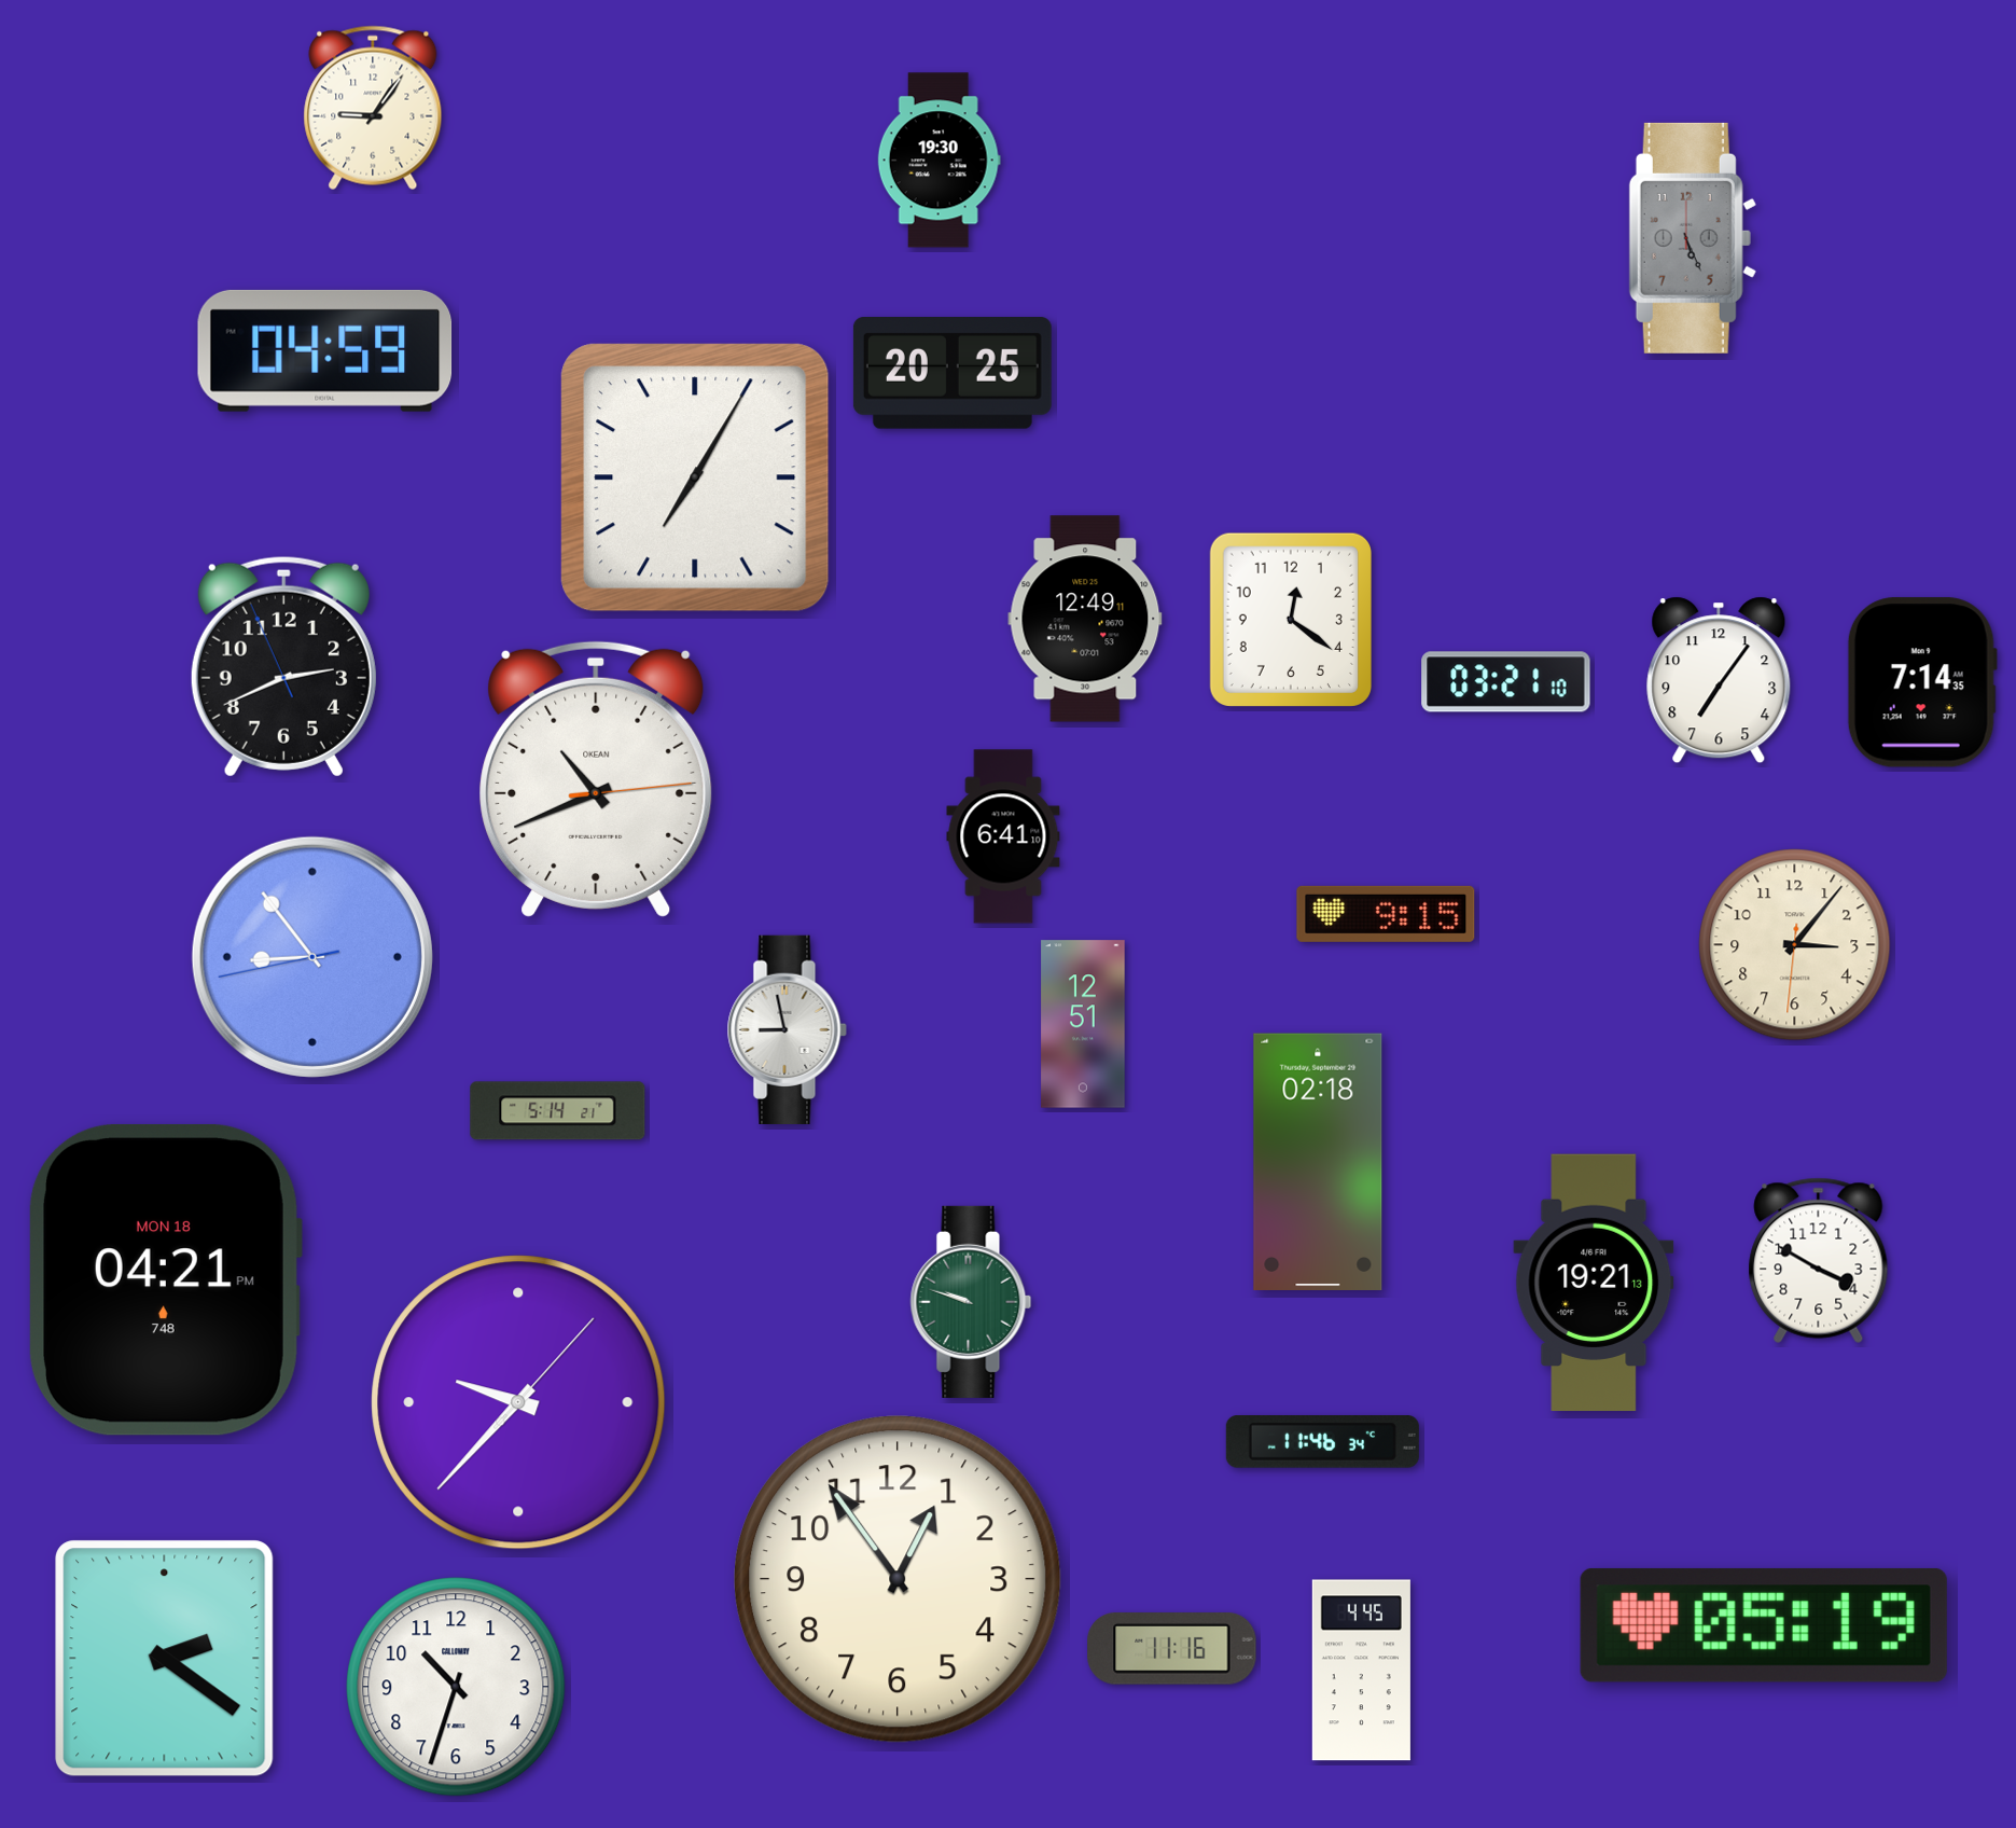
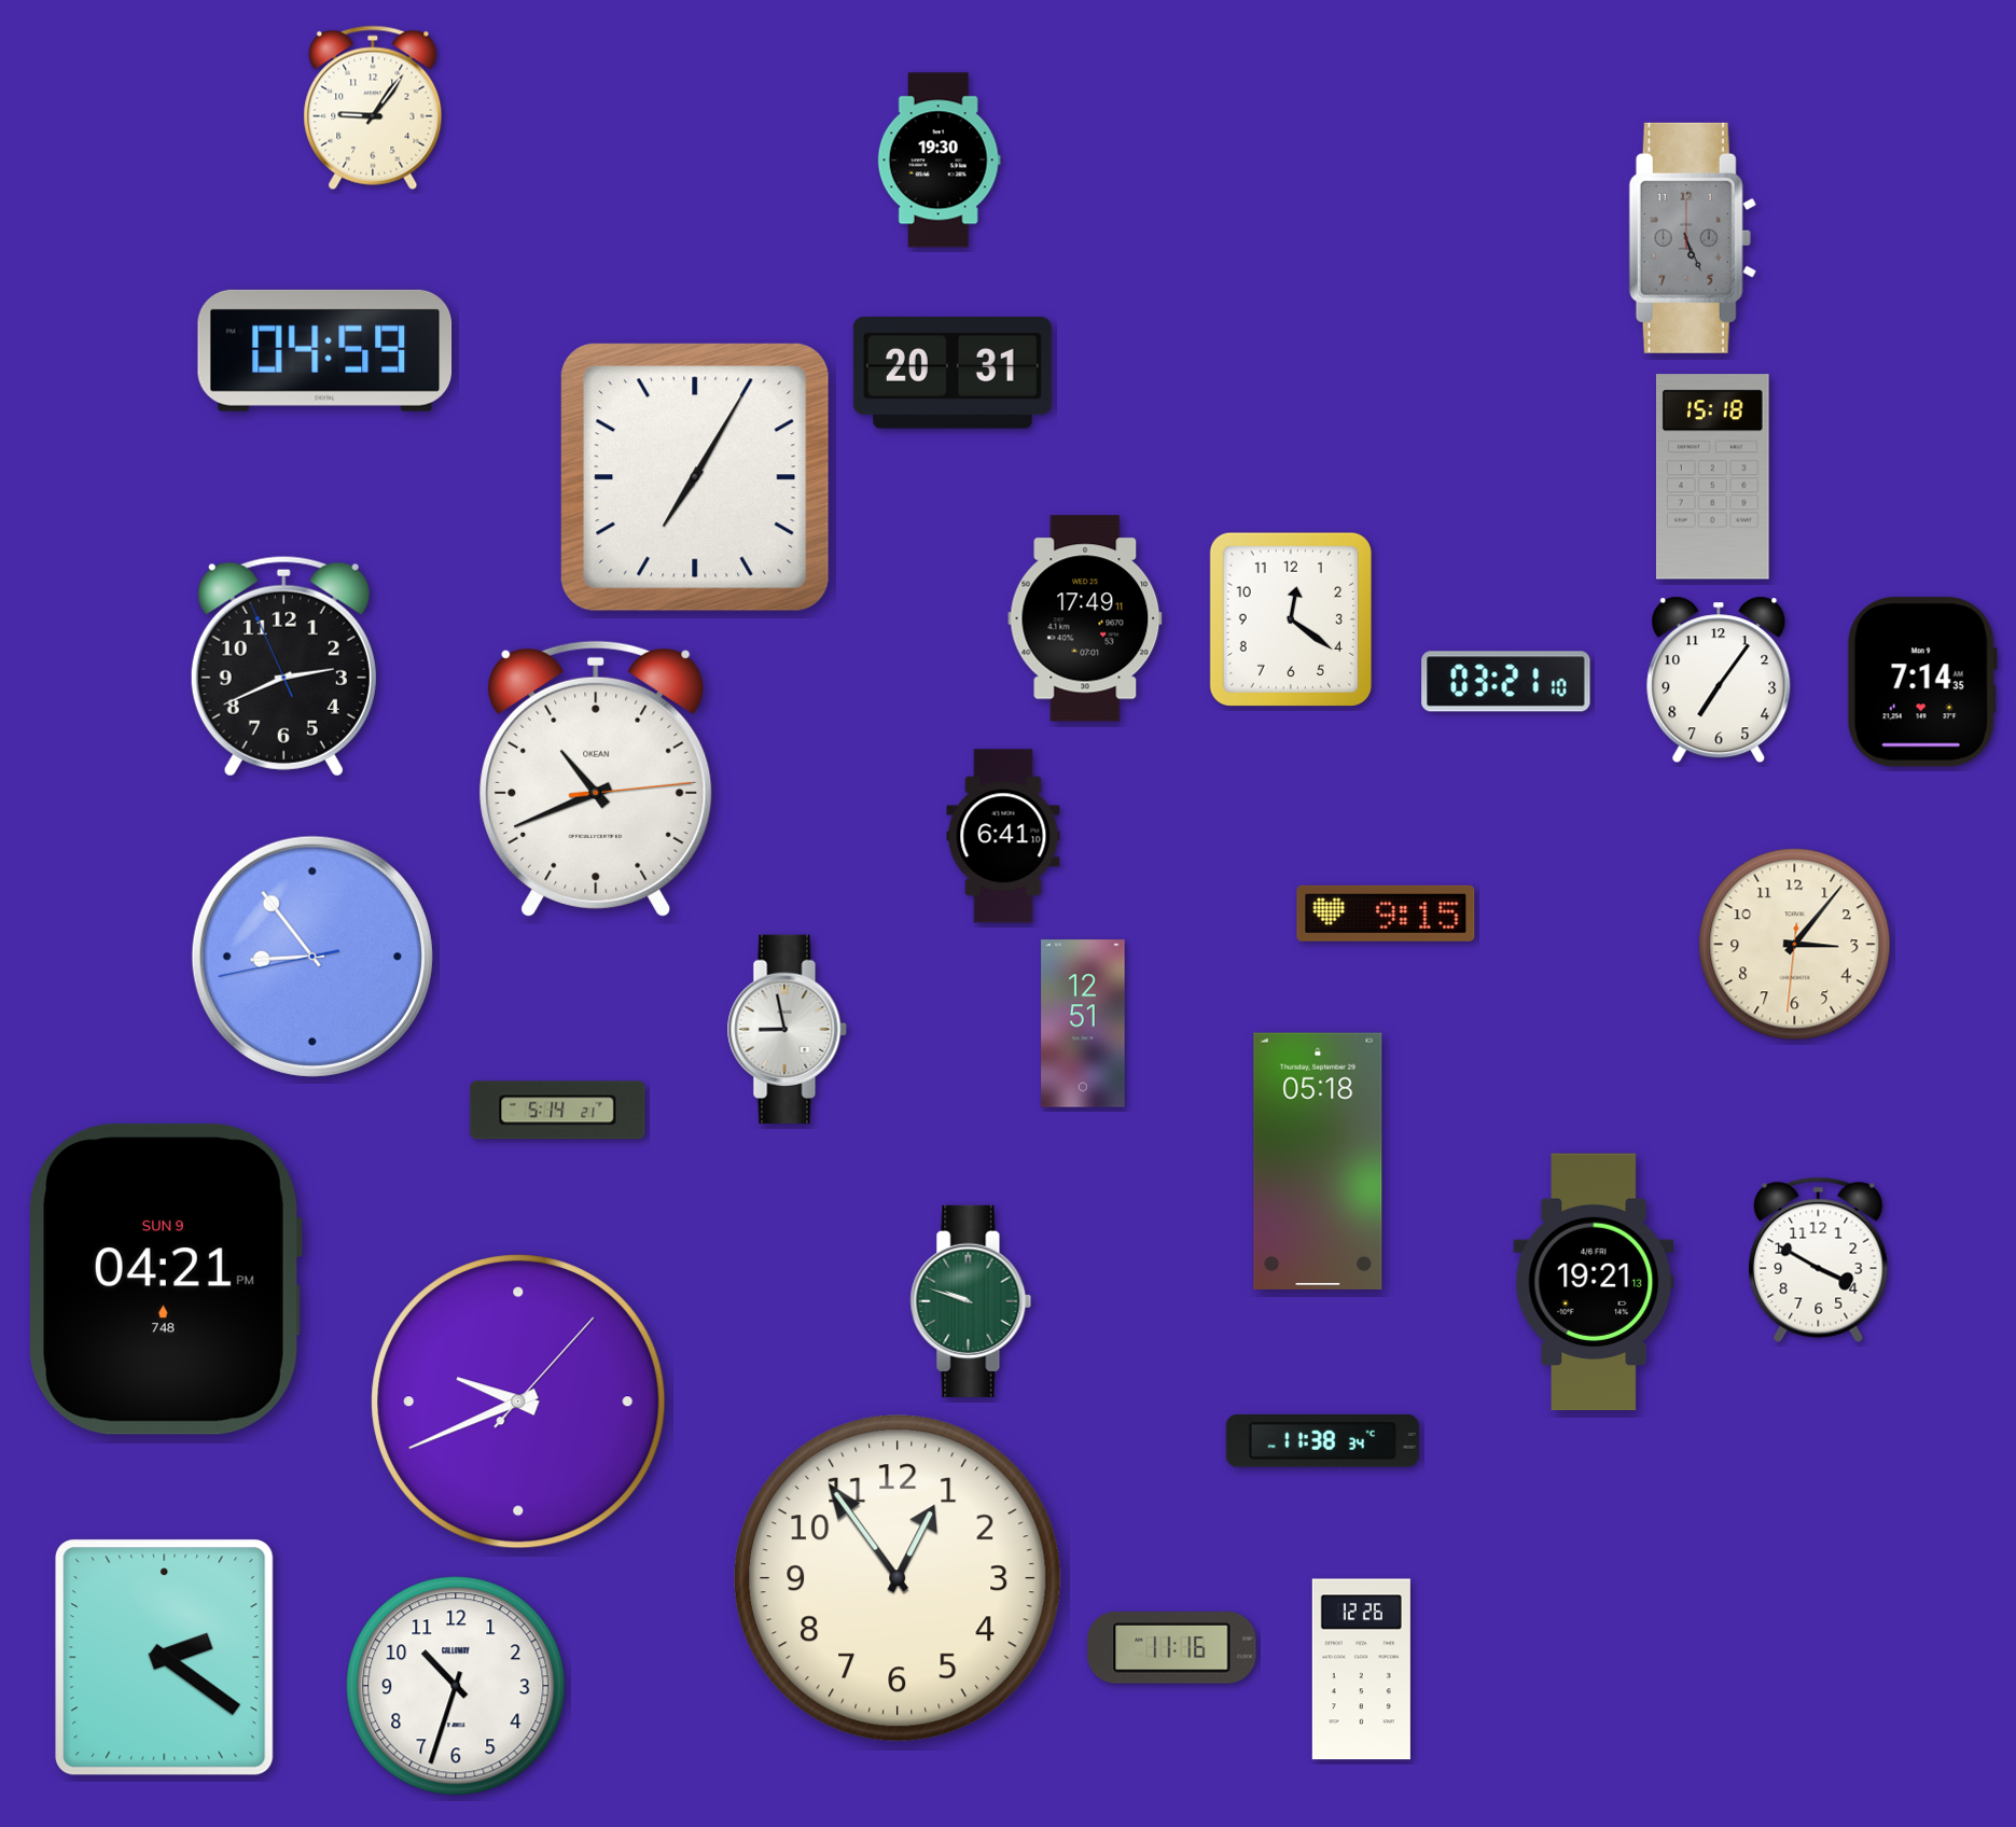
clock at (953, 374): 20:25 -> 20:31
clock at (1712, 477): none -> 15:18
clock at (1085, 619): 12:49 -> 17:49
clock at (1318, 1161): 02:18 -> 05:18
clock at (166, 1279) date: MON 18 -> SUN 9
clock at (518, 1402): 9:37 -> 9:41
clock at (1322, 1442): 11:46 -> 11:38
clock at (1764, 1625): 05:19 -> none
clock at (1361, 1671): 4:45 -> 12:26
